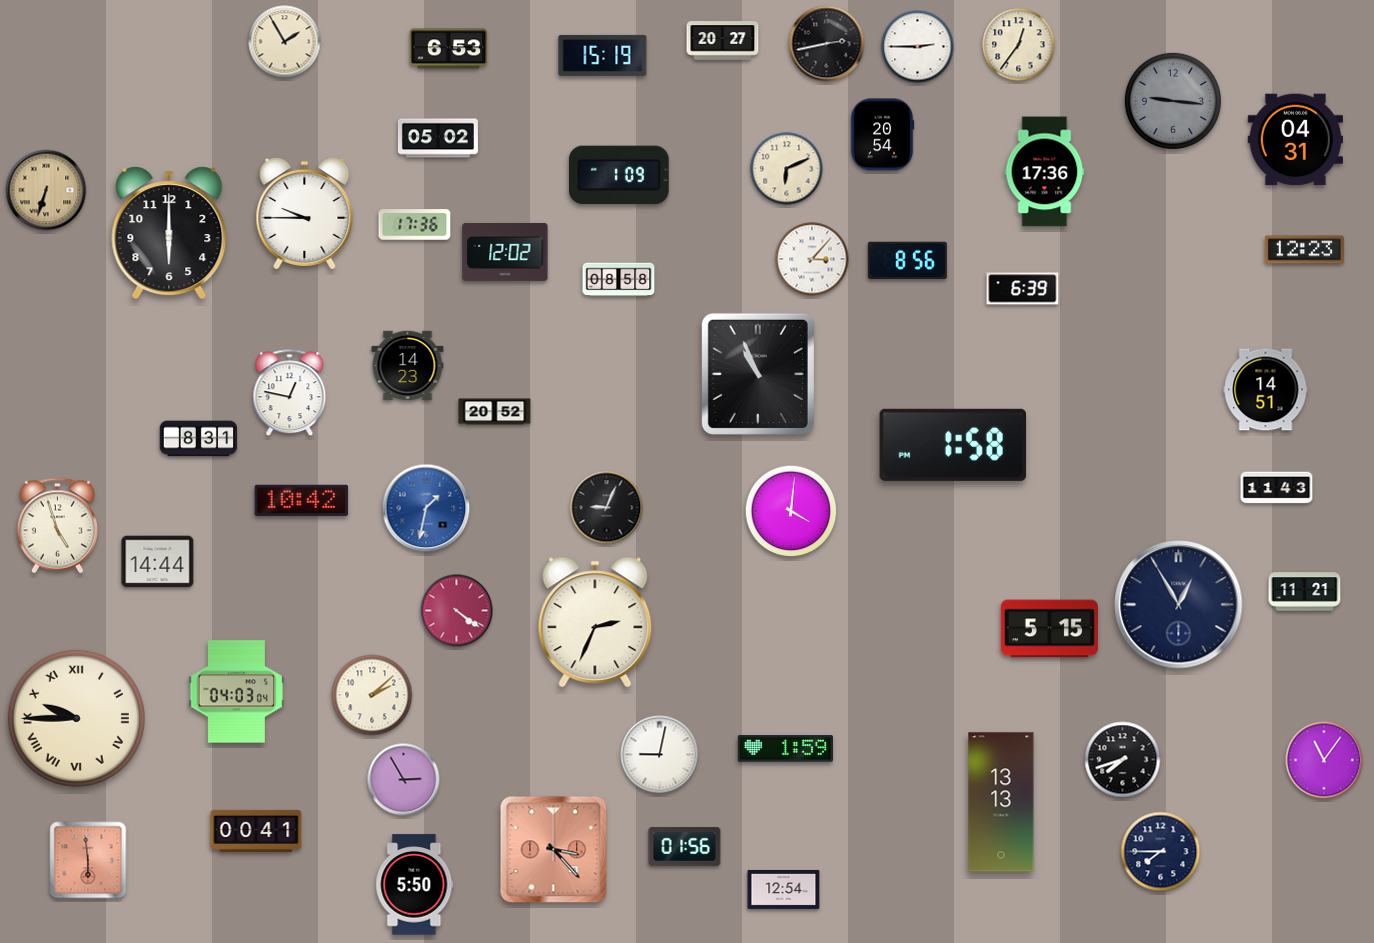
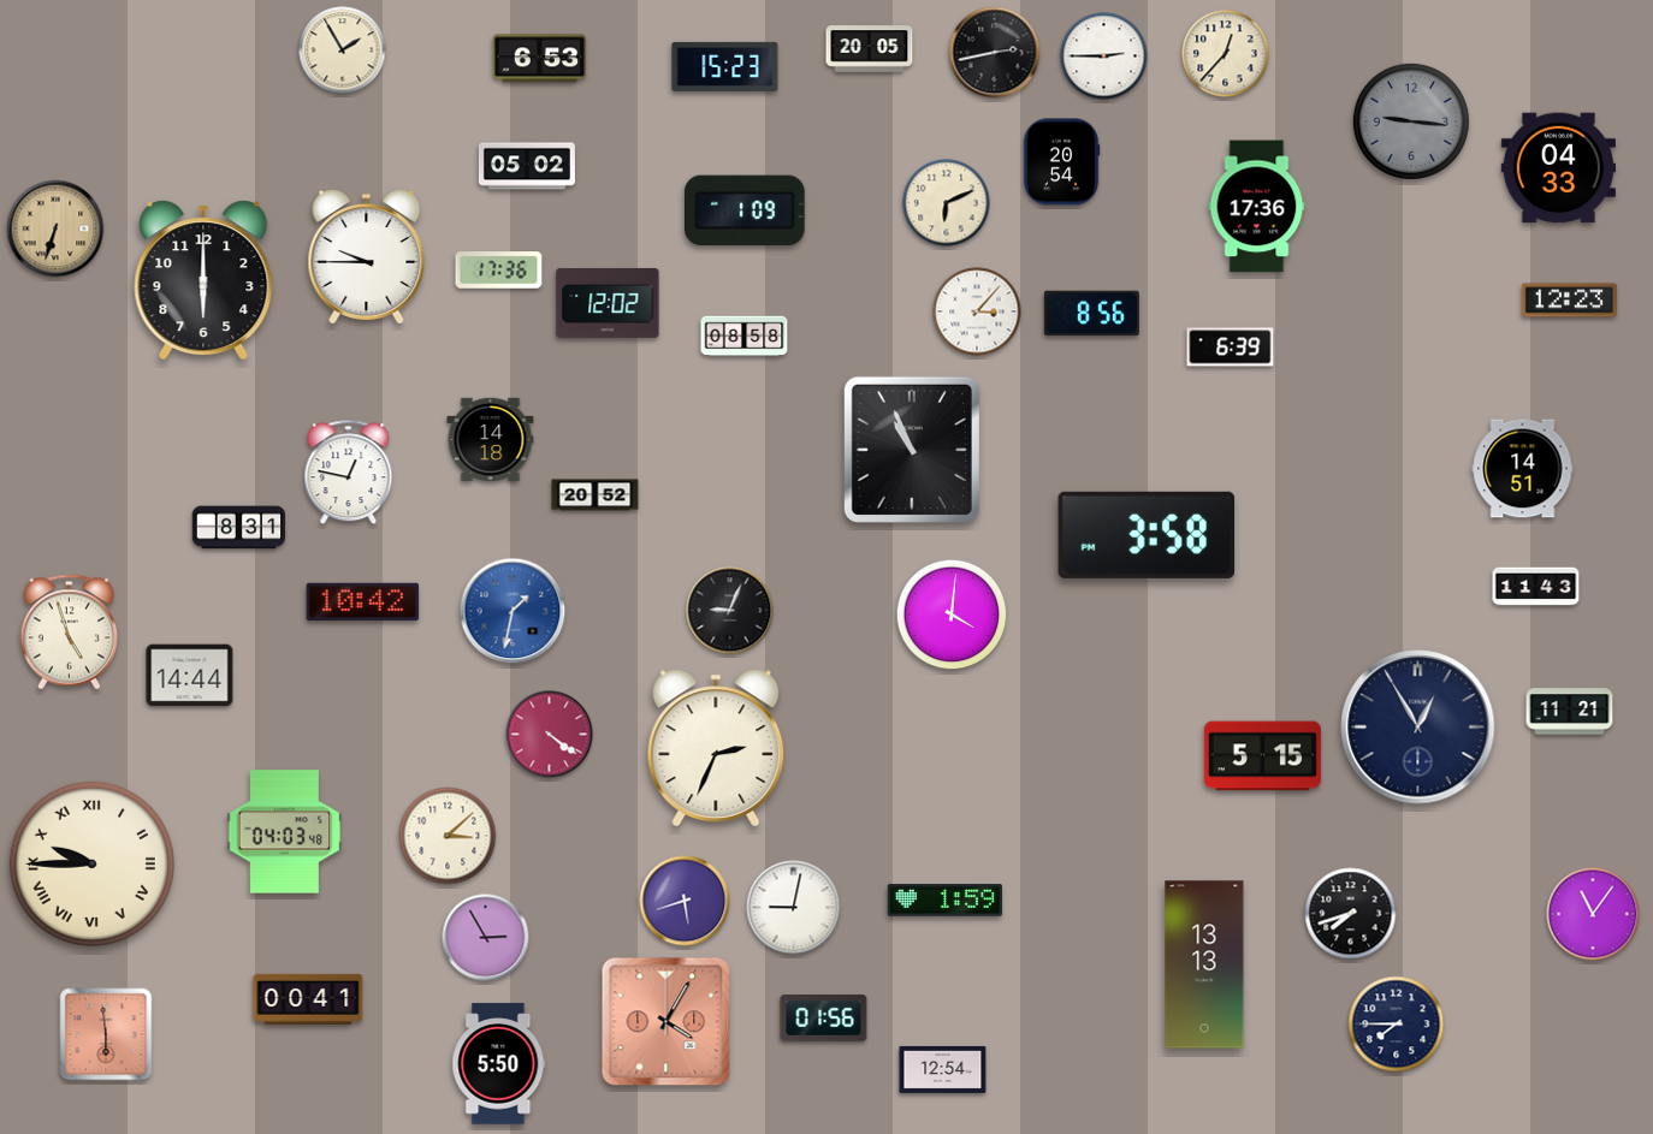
clock at (723, 41): 20:27 -> 20:05
clock at (1019, 45): 12:36 -> 12:37
clock at (603, 55): 15:19 -> 15:23
clock at (1295, 140): 04:31 -> 04:33
clock at (408, 365): 14:23 -> 14:18
clock at (953, 445): 1:58 -> 3:58
clock at (237, 692): 04:03:04 -> 04:03:48
clock at (372, 695): 2:08 -> 3:08
clock at (685, 901): none -> 5:42
clock at (554, 850): 3:23 -> 4:05
